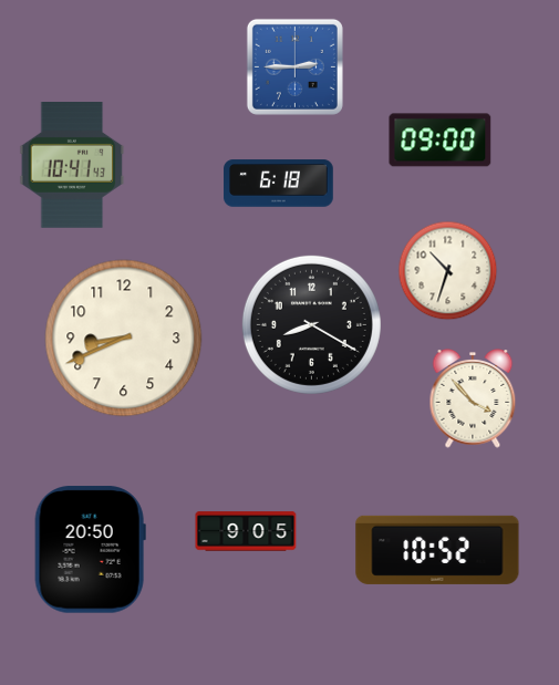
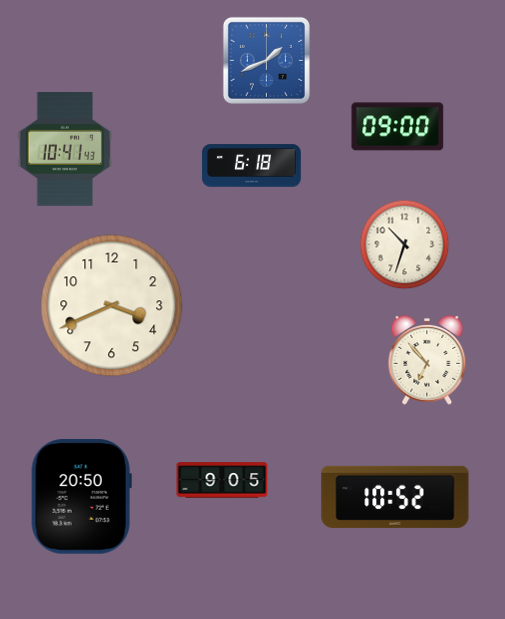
clock at (294, 66): 2:45 -> 1:41
clock at (311, 324): 8:20 -> none
clock at (124, 339): 8:41 -> 3:41
clock at (473, 399): 3:53 -> 6:53
